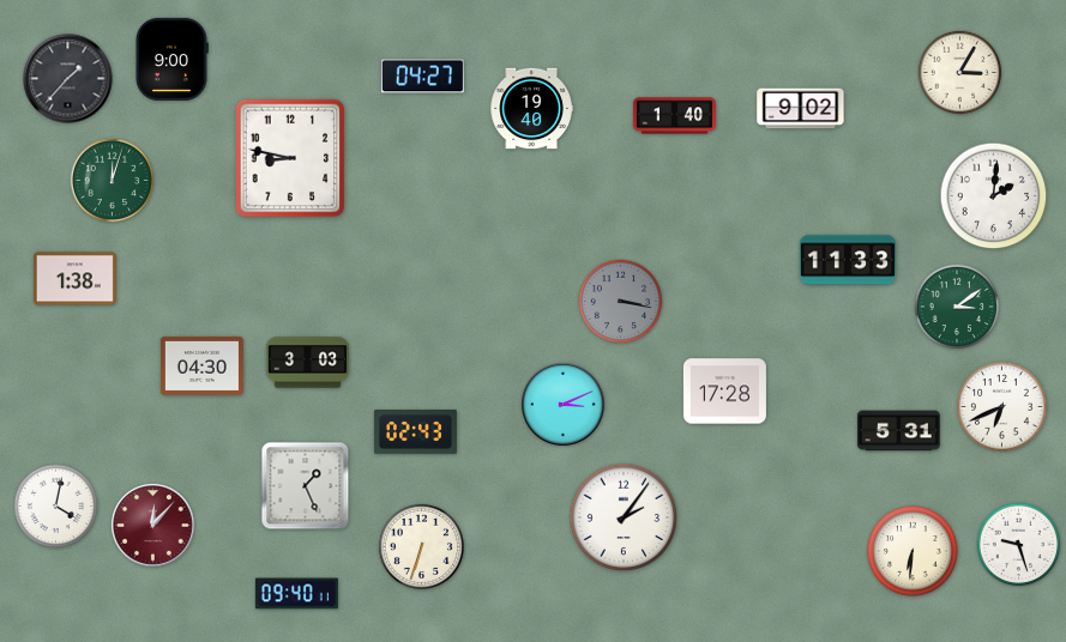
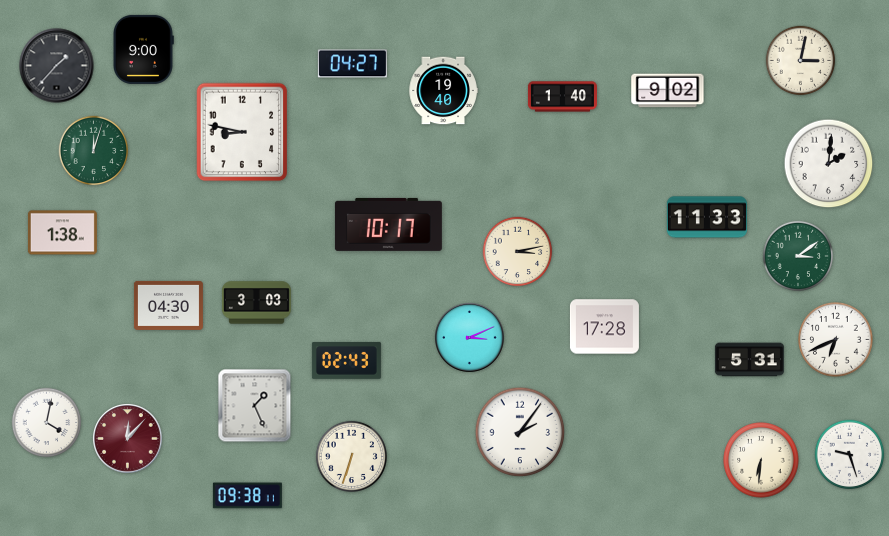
clock at (960, 73): 3:05 -> 3:02
clock at (388, 224): none -> 10:17
clock at (621, 302): 3:17 -> 3:13
clock at (621, 302) dial: grey -> cream
clock at (296, 594): 09:40 -> 09:38
